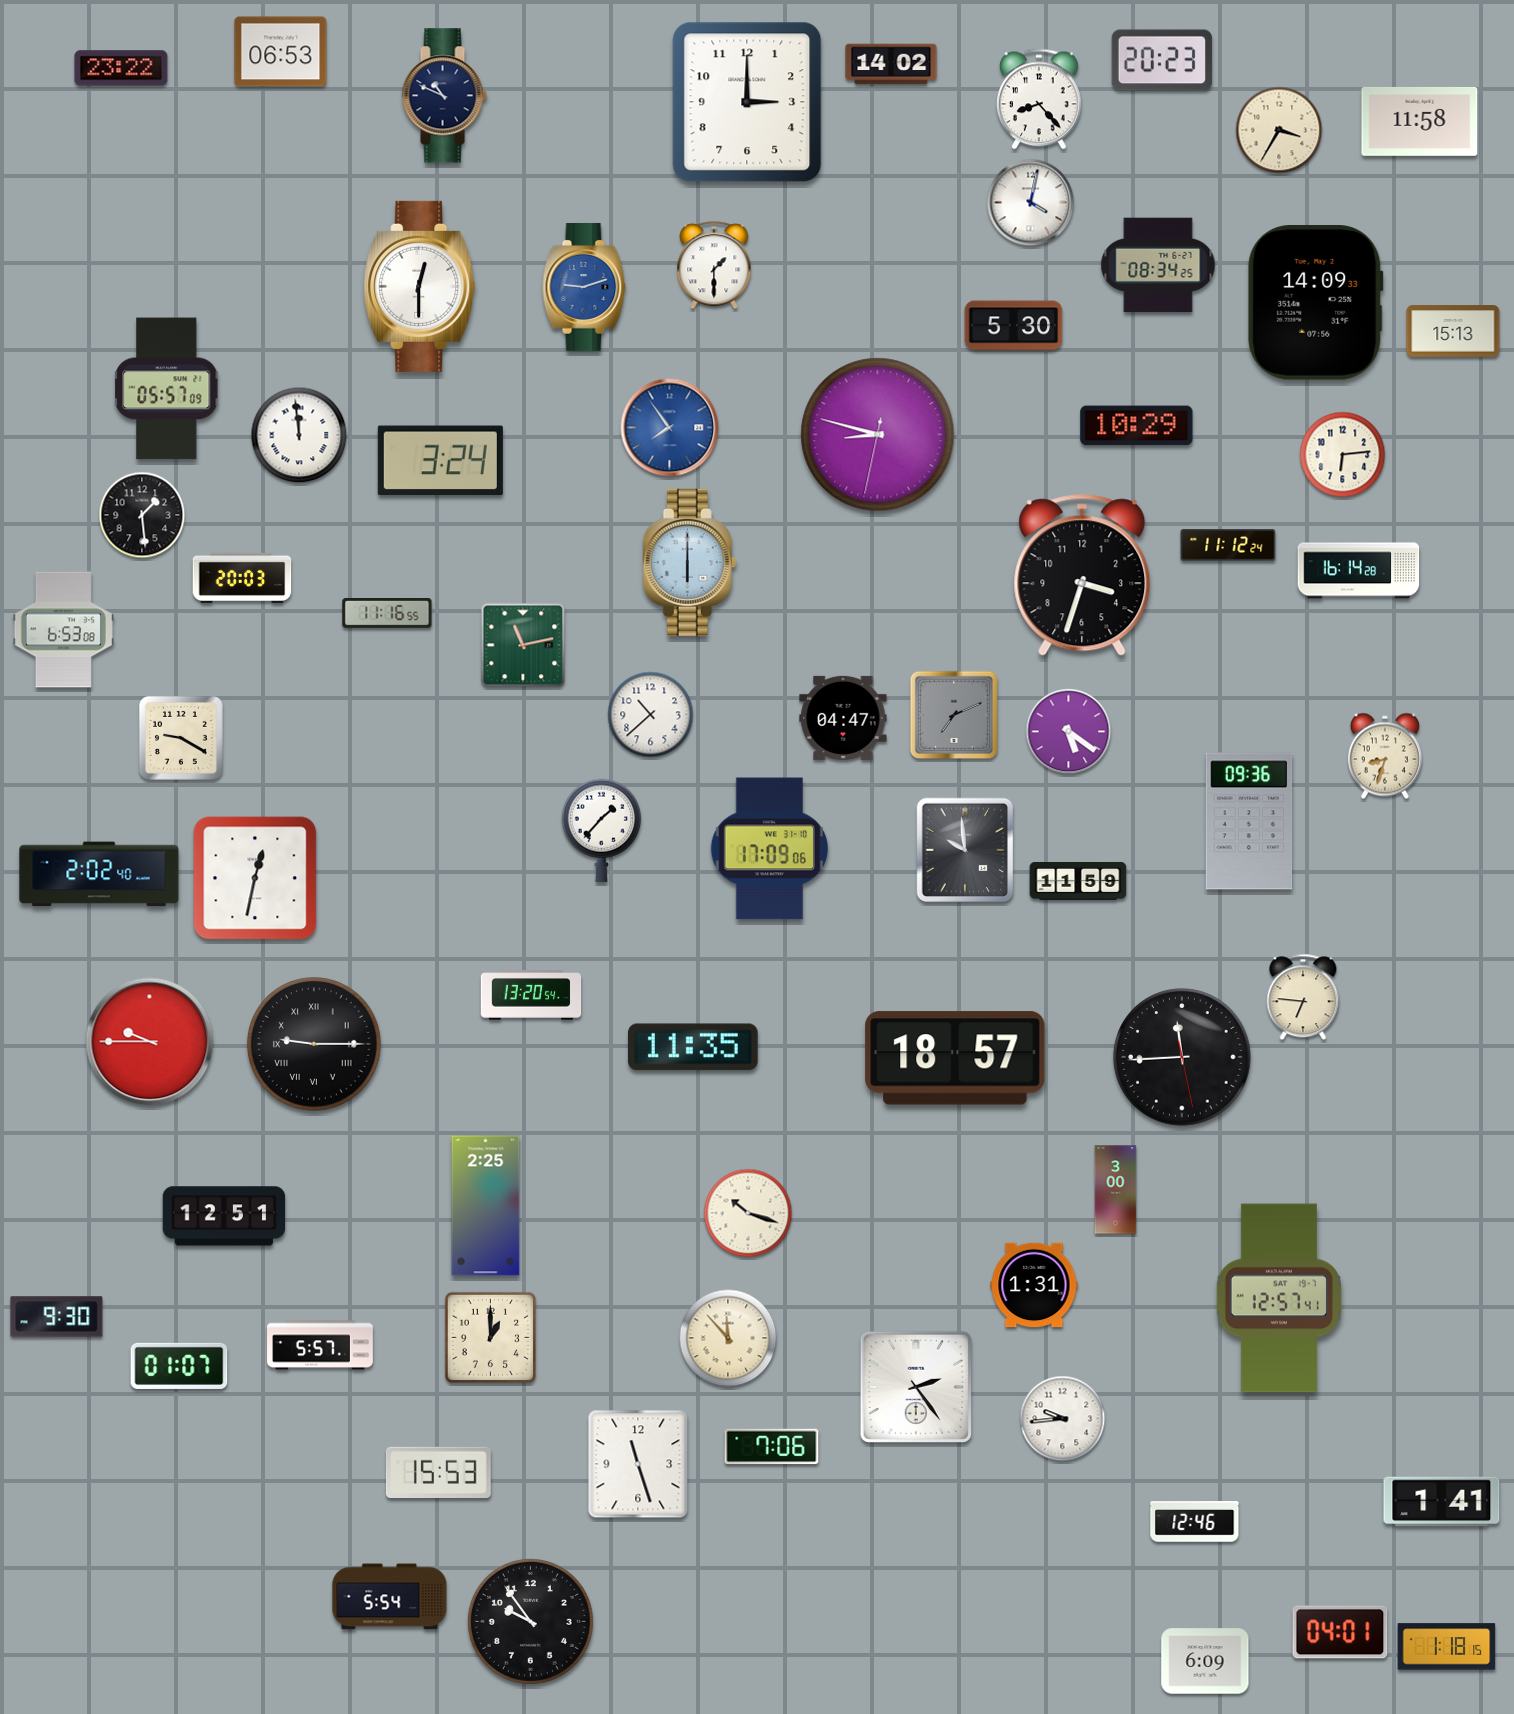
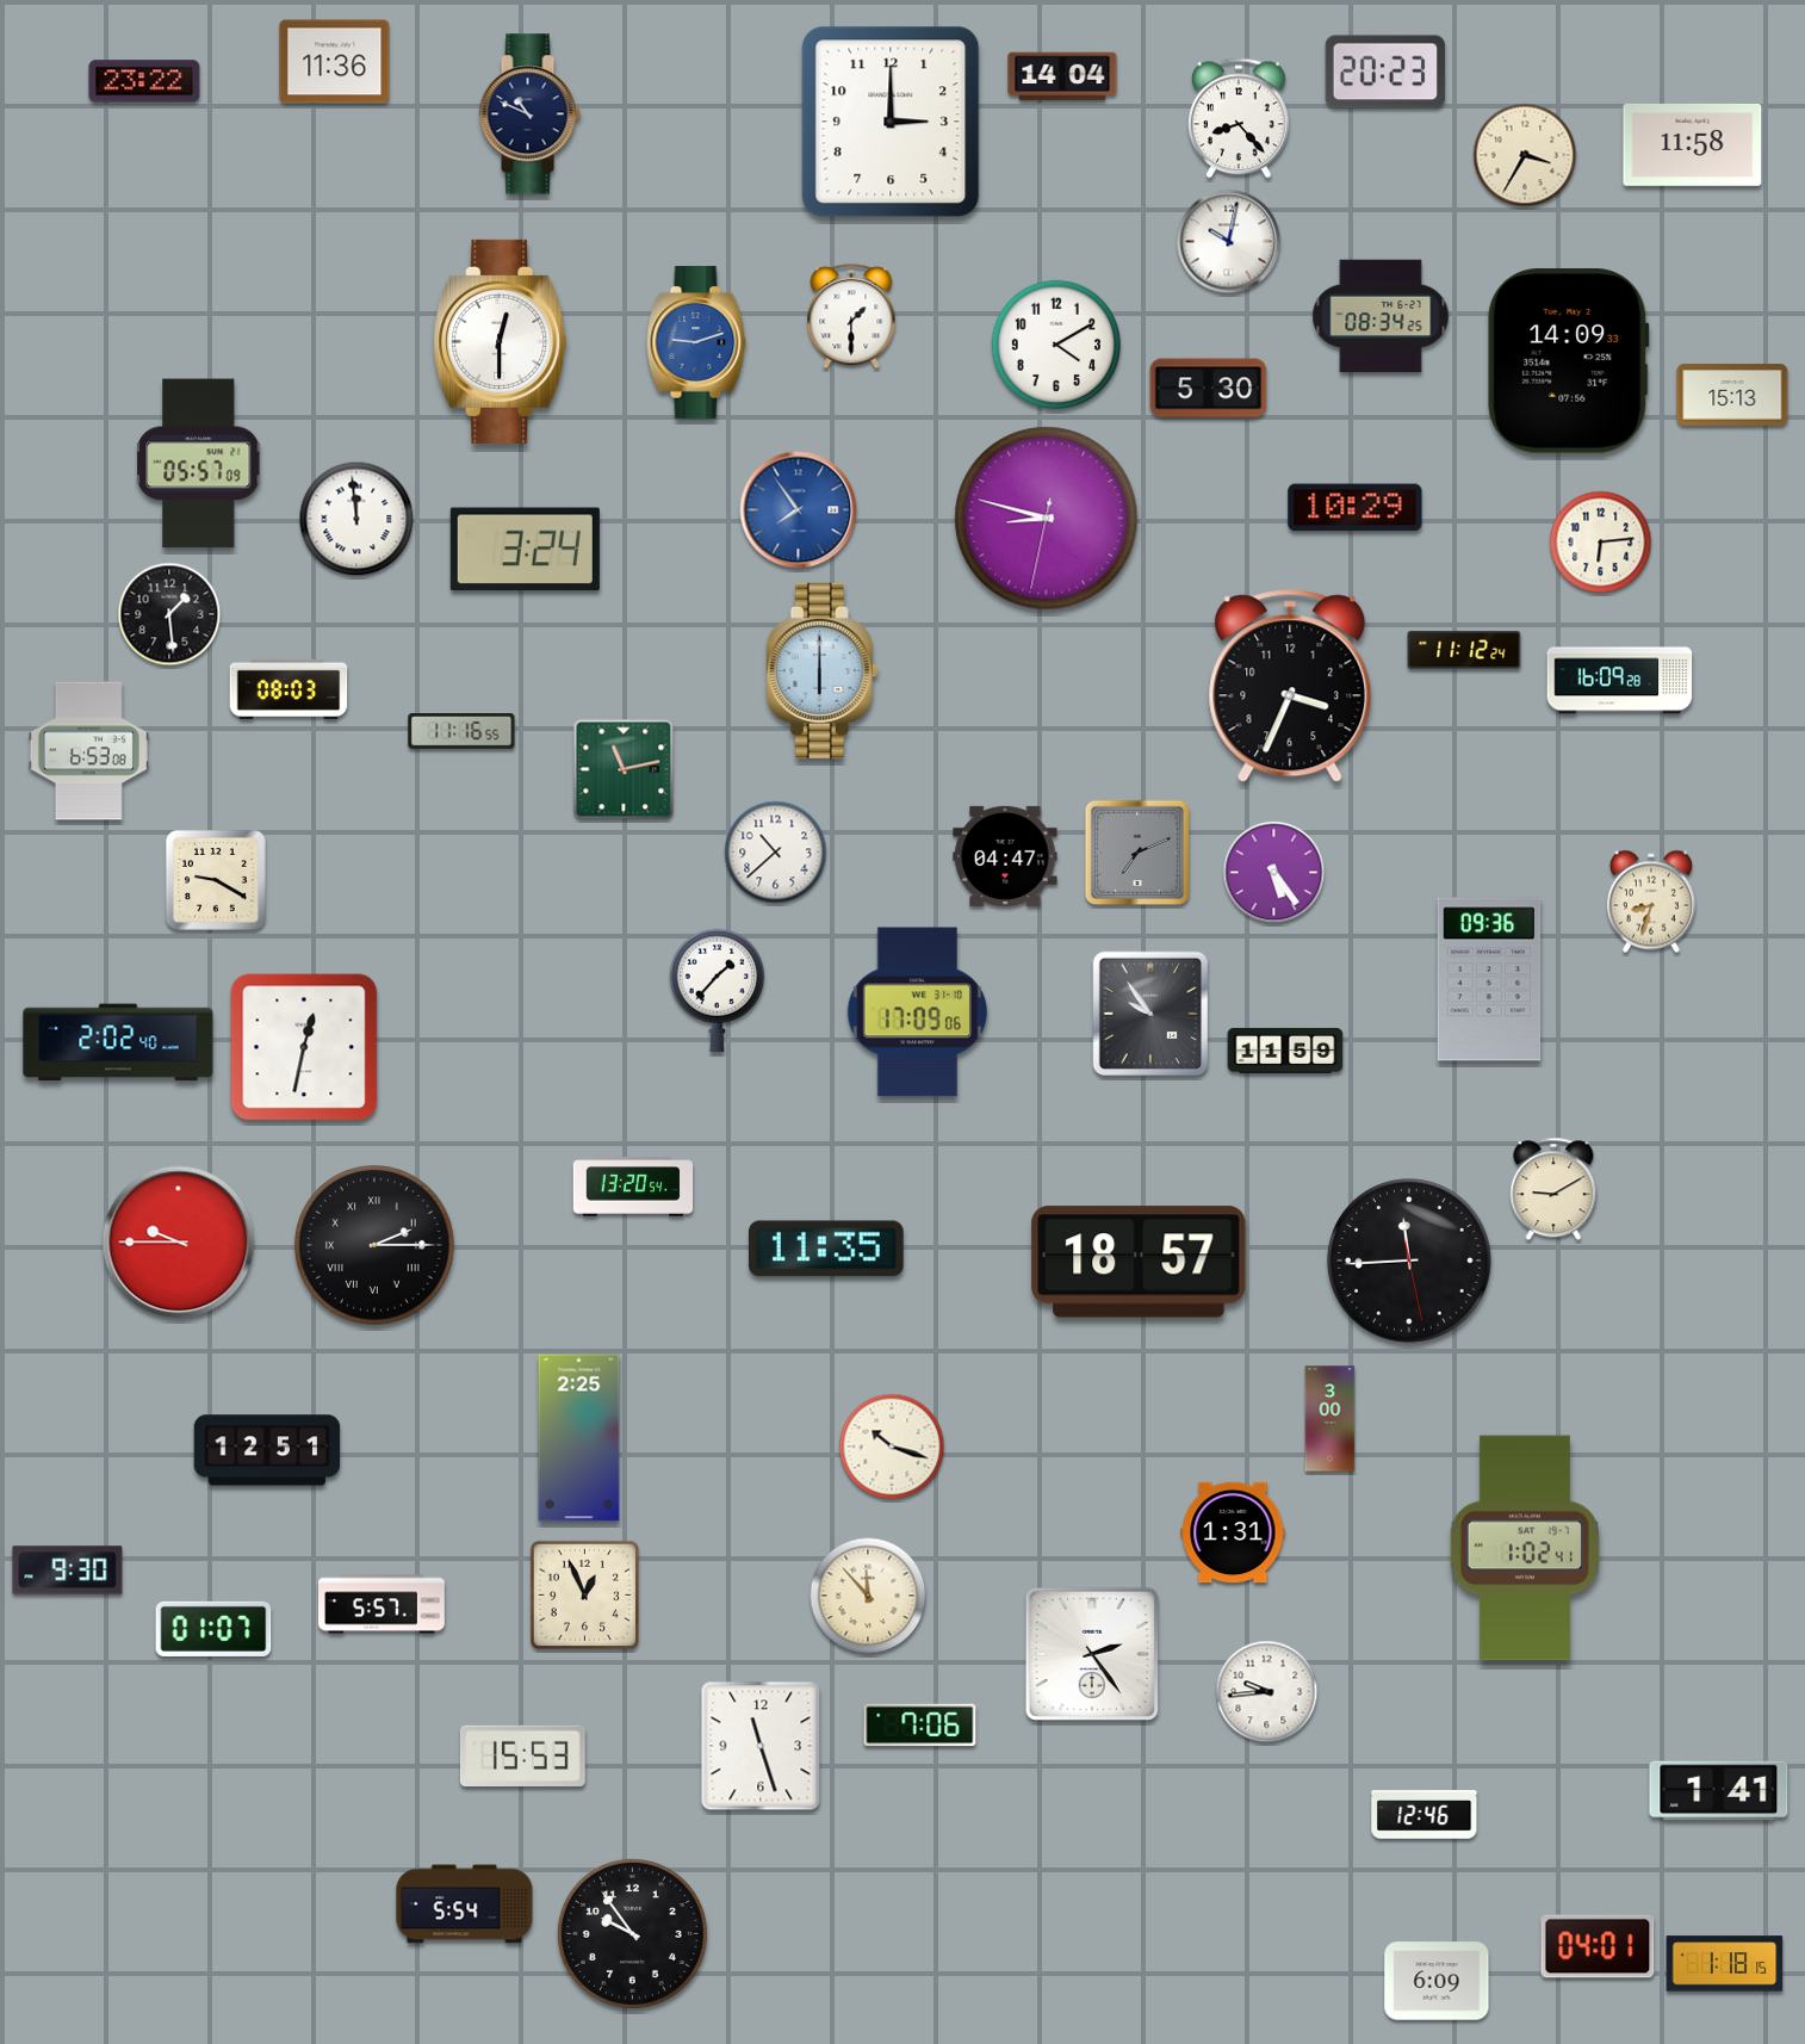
clock at (281, 52): 06:53 -> 11:36
clock at (891, 64): 14:02 -> 14:04
clock at (1031, 203): 4:02 -> 10:02
clock at (1056, 345): none -> 4:10
clock at (1359, 571): 16:14 -> 16:09
clock at (1082, 575): 3:33 -> 3:34
clock at (242, 578): 20:03 -> 08:03
clock at (63, 630) position: (63, 630) -> (88, 751)
clock at (1069, 732): 5:21 -> 5:24
clock at (965, 850): 9:59 -> 9:54
clock at (1303, 997): 6:46 -> 9:10
clock at (314, 1044): 9:15 -> 2:15
clock at (1279, 1298): 12:57 -> 1:02
clock at (491, 1338): 1:00 -> 12:56
